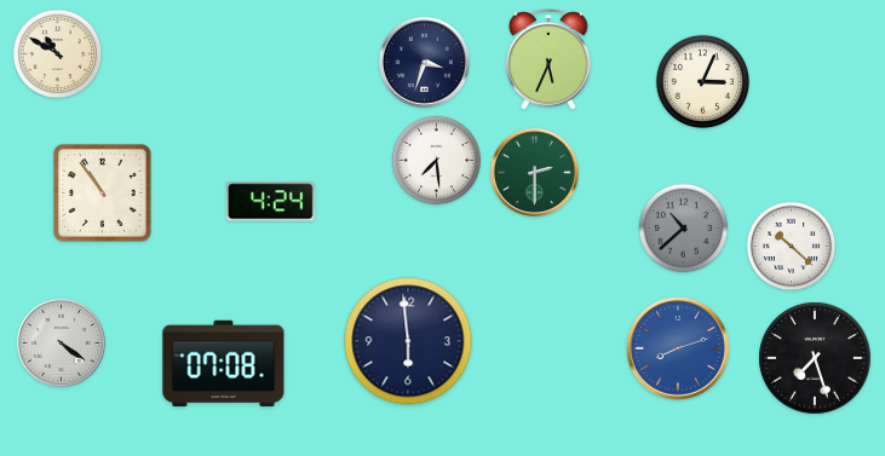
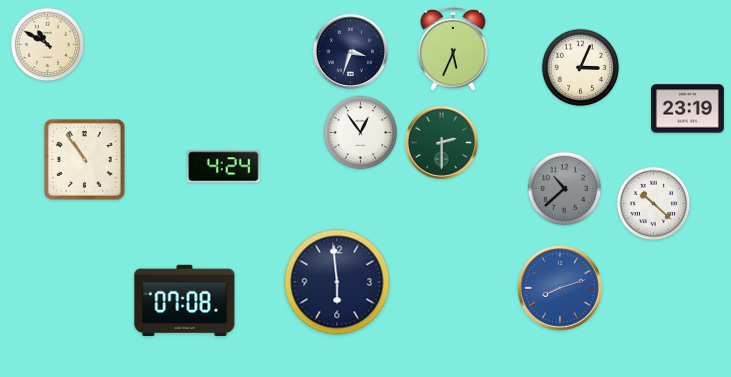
clock at (688, 109): none -> 23:19
clock at (437, 161): 7:29 -> 12:54
clock at (61, 342): 4:21 -> none
clock at (815, 358): 7:27 -> none
